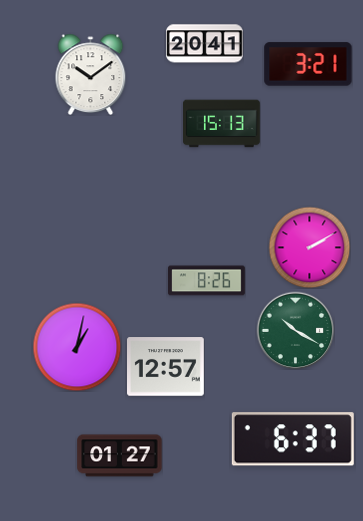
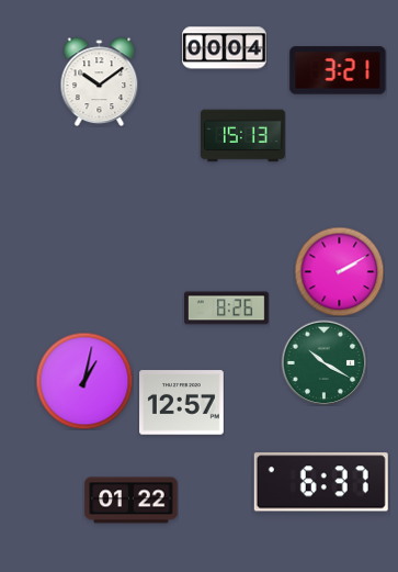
clock at (205, 44): 20:41 -> 00:04
clock at (120, 456): 01:27 -> 01:22
